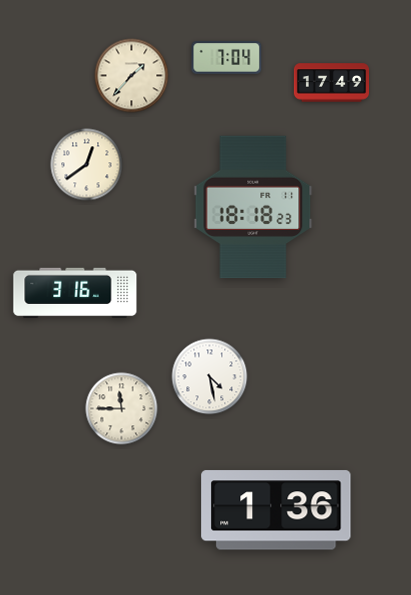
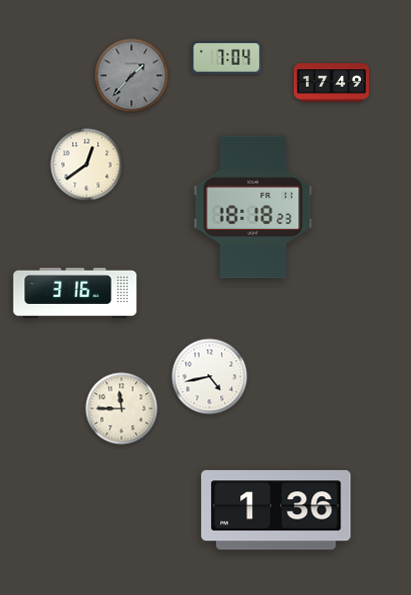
clock at (132, 76) dial: cream -> grey
clock at (210, 377): 4:28 -> 4:43
